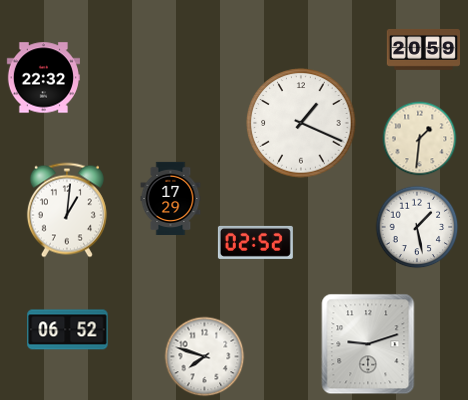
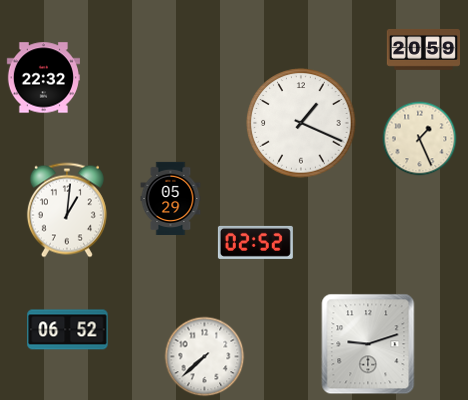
clock at (420, 139): 1:31 -> 1:26
clock at (171, 198): 17:29 -> 05:29
clock at (417, 227): 1:28 -> none
clock at (205, 357): 7:48 -> 7:38
